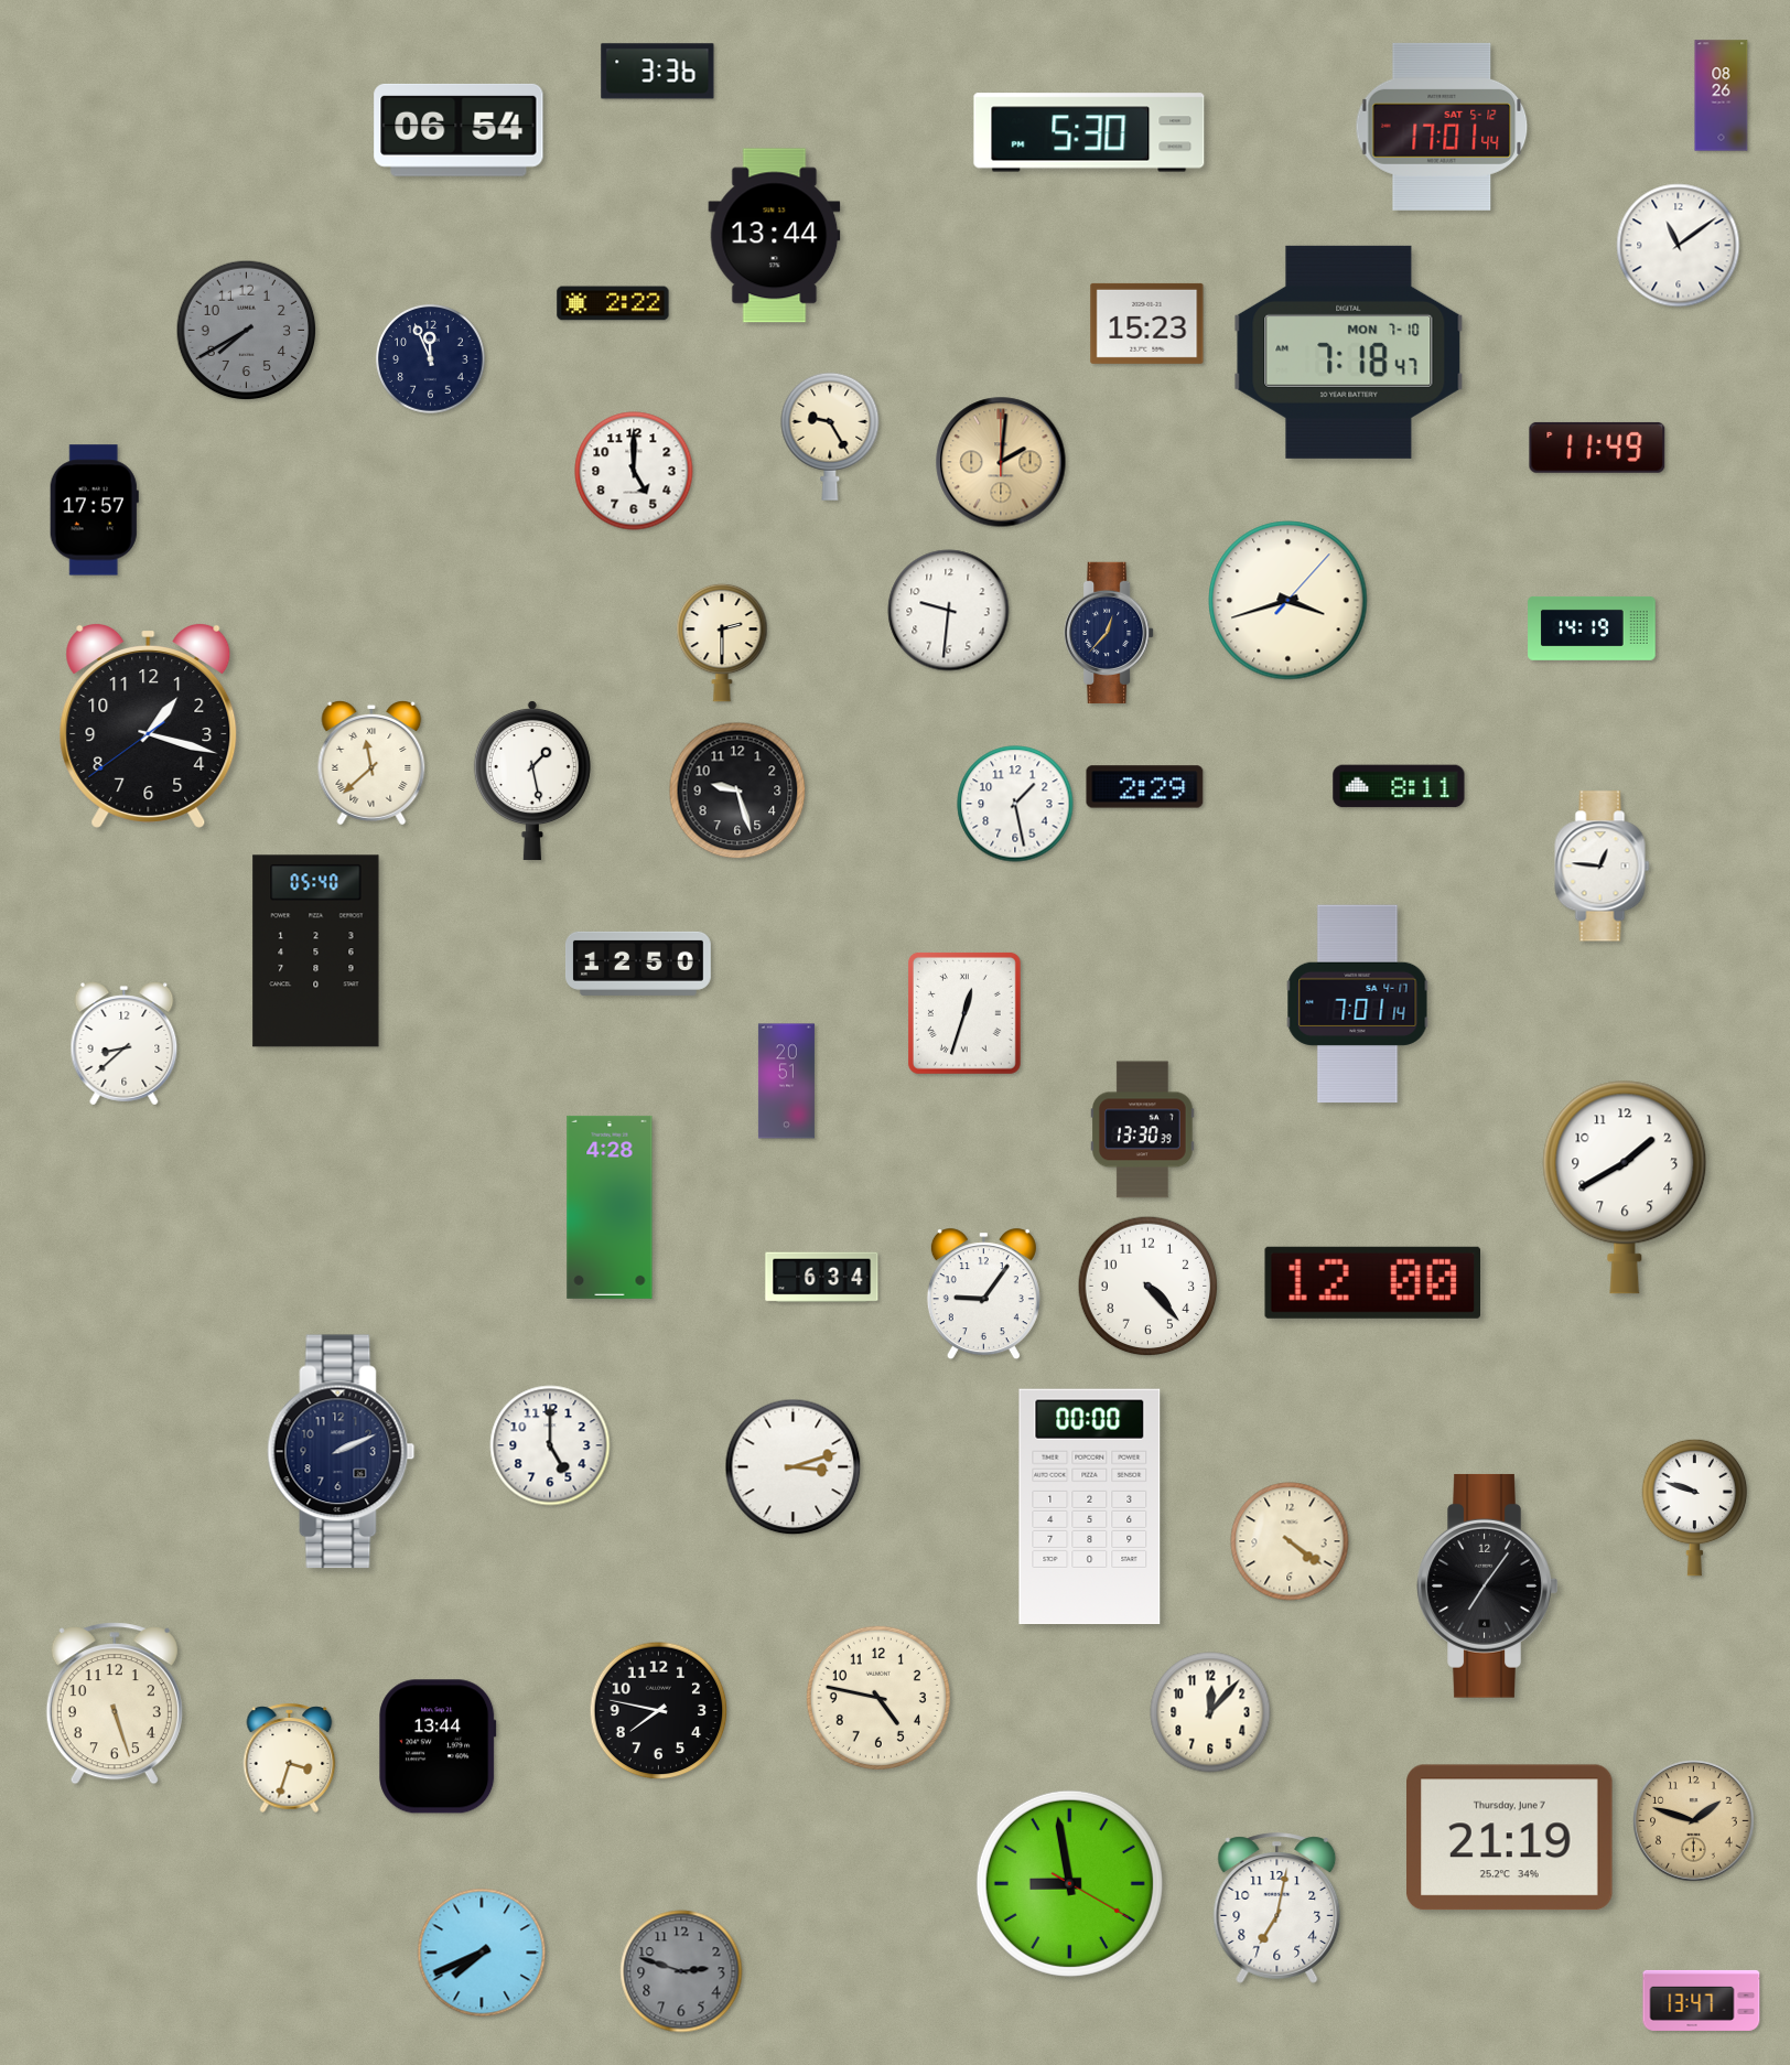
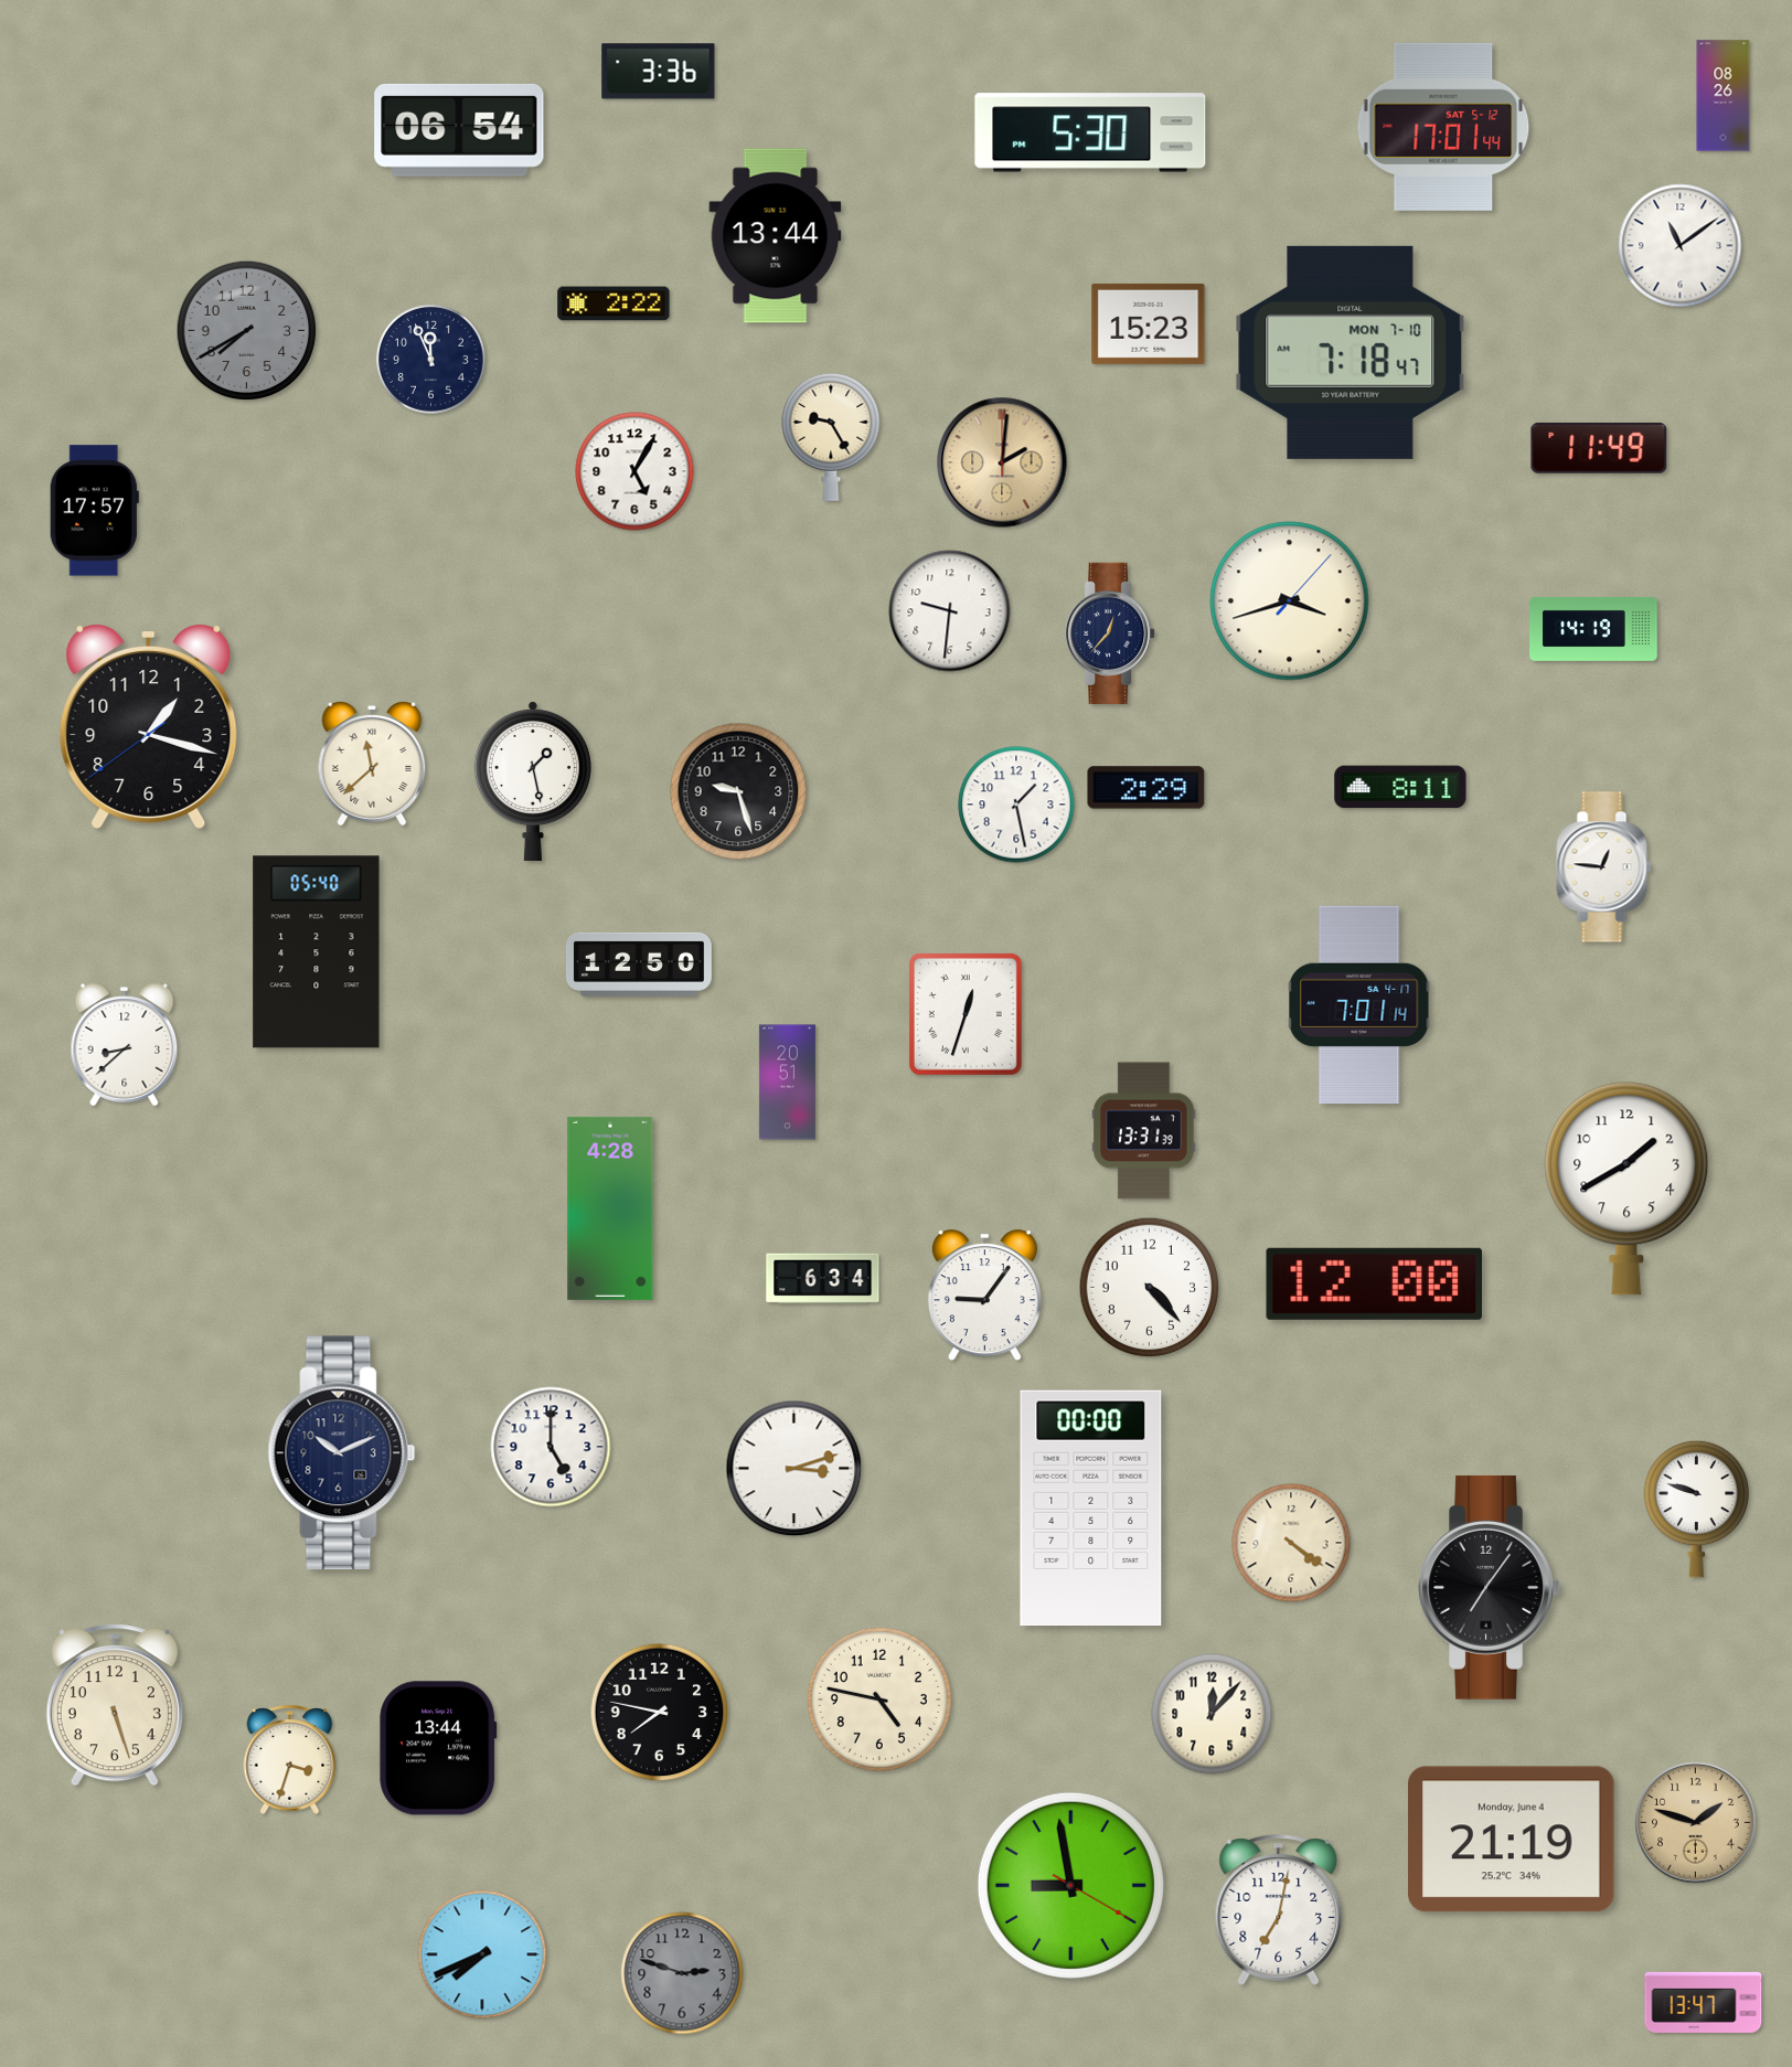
clock at (634, 471): 5:00 -> 5:05
clock at (722, 643): 2:30 -> none
clock at (1143, 1130): 13:30 -> 13:31
clock at (342, 1452): 2:11 -> 10:11
clock at (1510, 1838) date: Thursday, June 7 -> Monday, June 4
